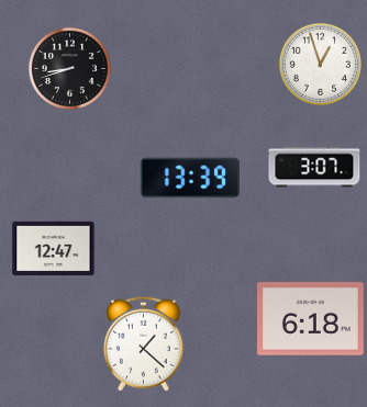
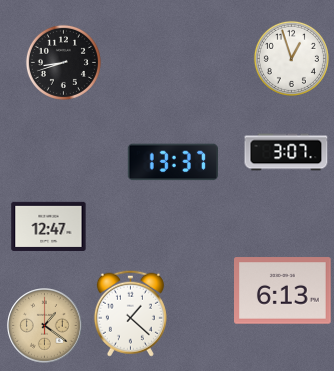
clock at (189, 178): 13:39 -> 13:37
clock at (311, 319): 6:18 -> 6:13
clock at (45, 326): none -> 1:21
